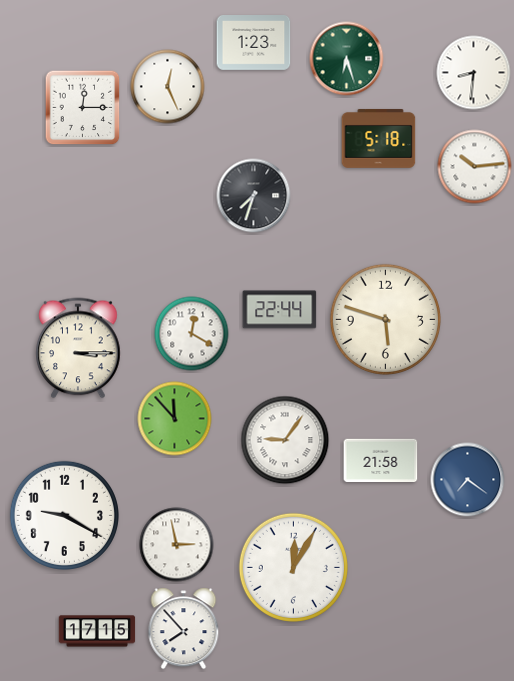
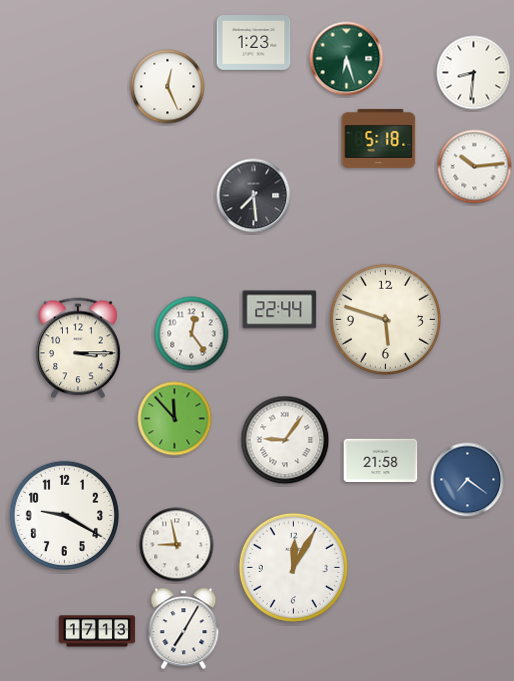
clock at (83, 108): 12:15 -> none
clock at (254, 196): 7:33 -> 7:29
clock at (192, 334): 12:20 -> 12:24
clock at (177, 545): 2:58 -> 8:58
clock at (184, 629): 7:53 -> 7:05
clock at (97, 631): 17:15 -> 17:13
